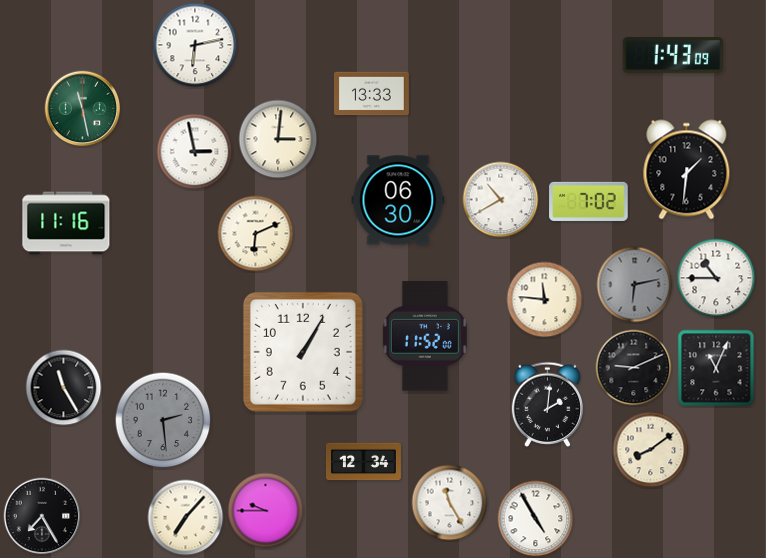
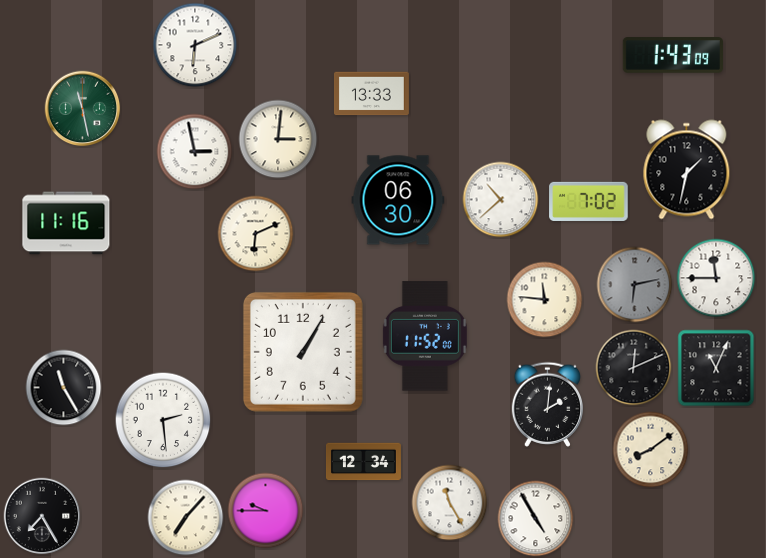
clock at (195, 45): 6:13 -> 6:11
clock at (687, 170): 1:31 -> 1:32
clock at (501, 200): 10:40 -> 10:38
clock at (716, 278): 10:45 -> 11:45
clock at (634, 368): 9:11 -> 12:11
clock at (163, 420) dial: grey -> white
